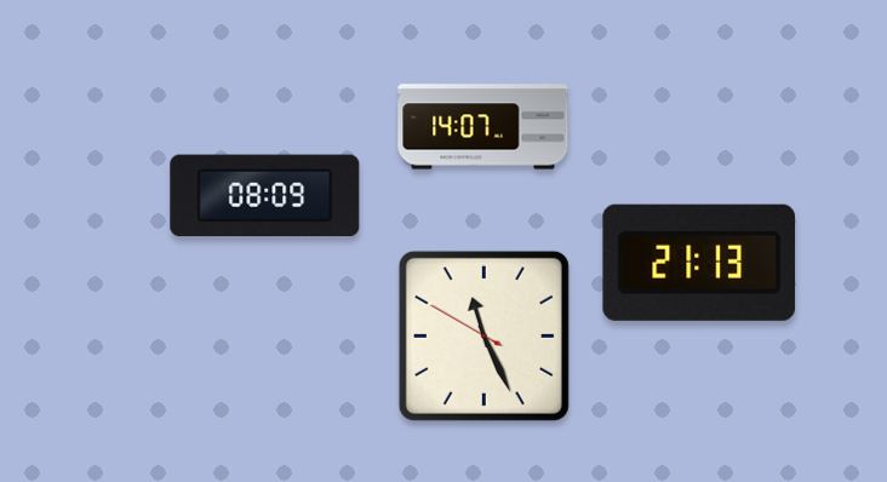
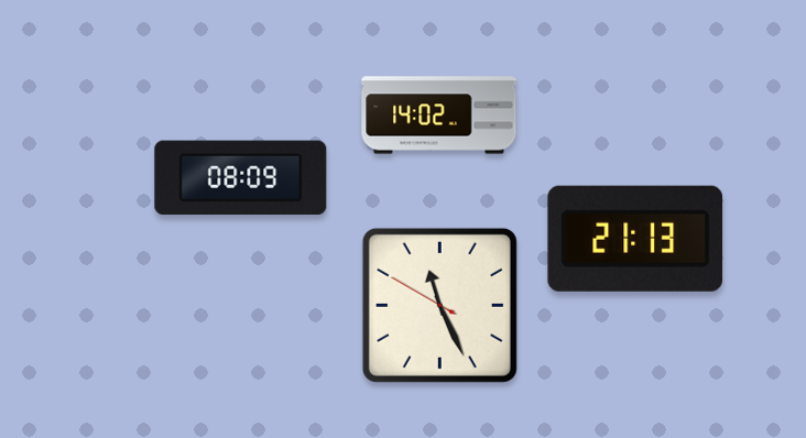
clock at (483, 127): 14:07 -> 14:02
